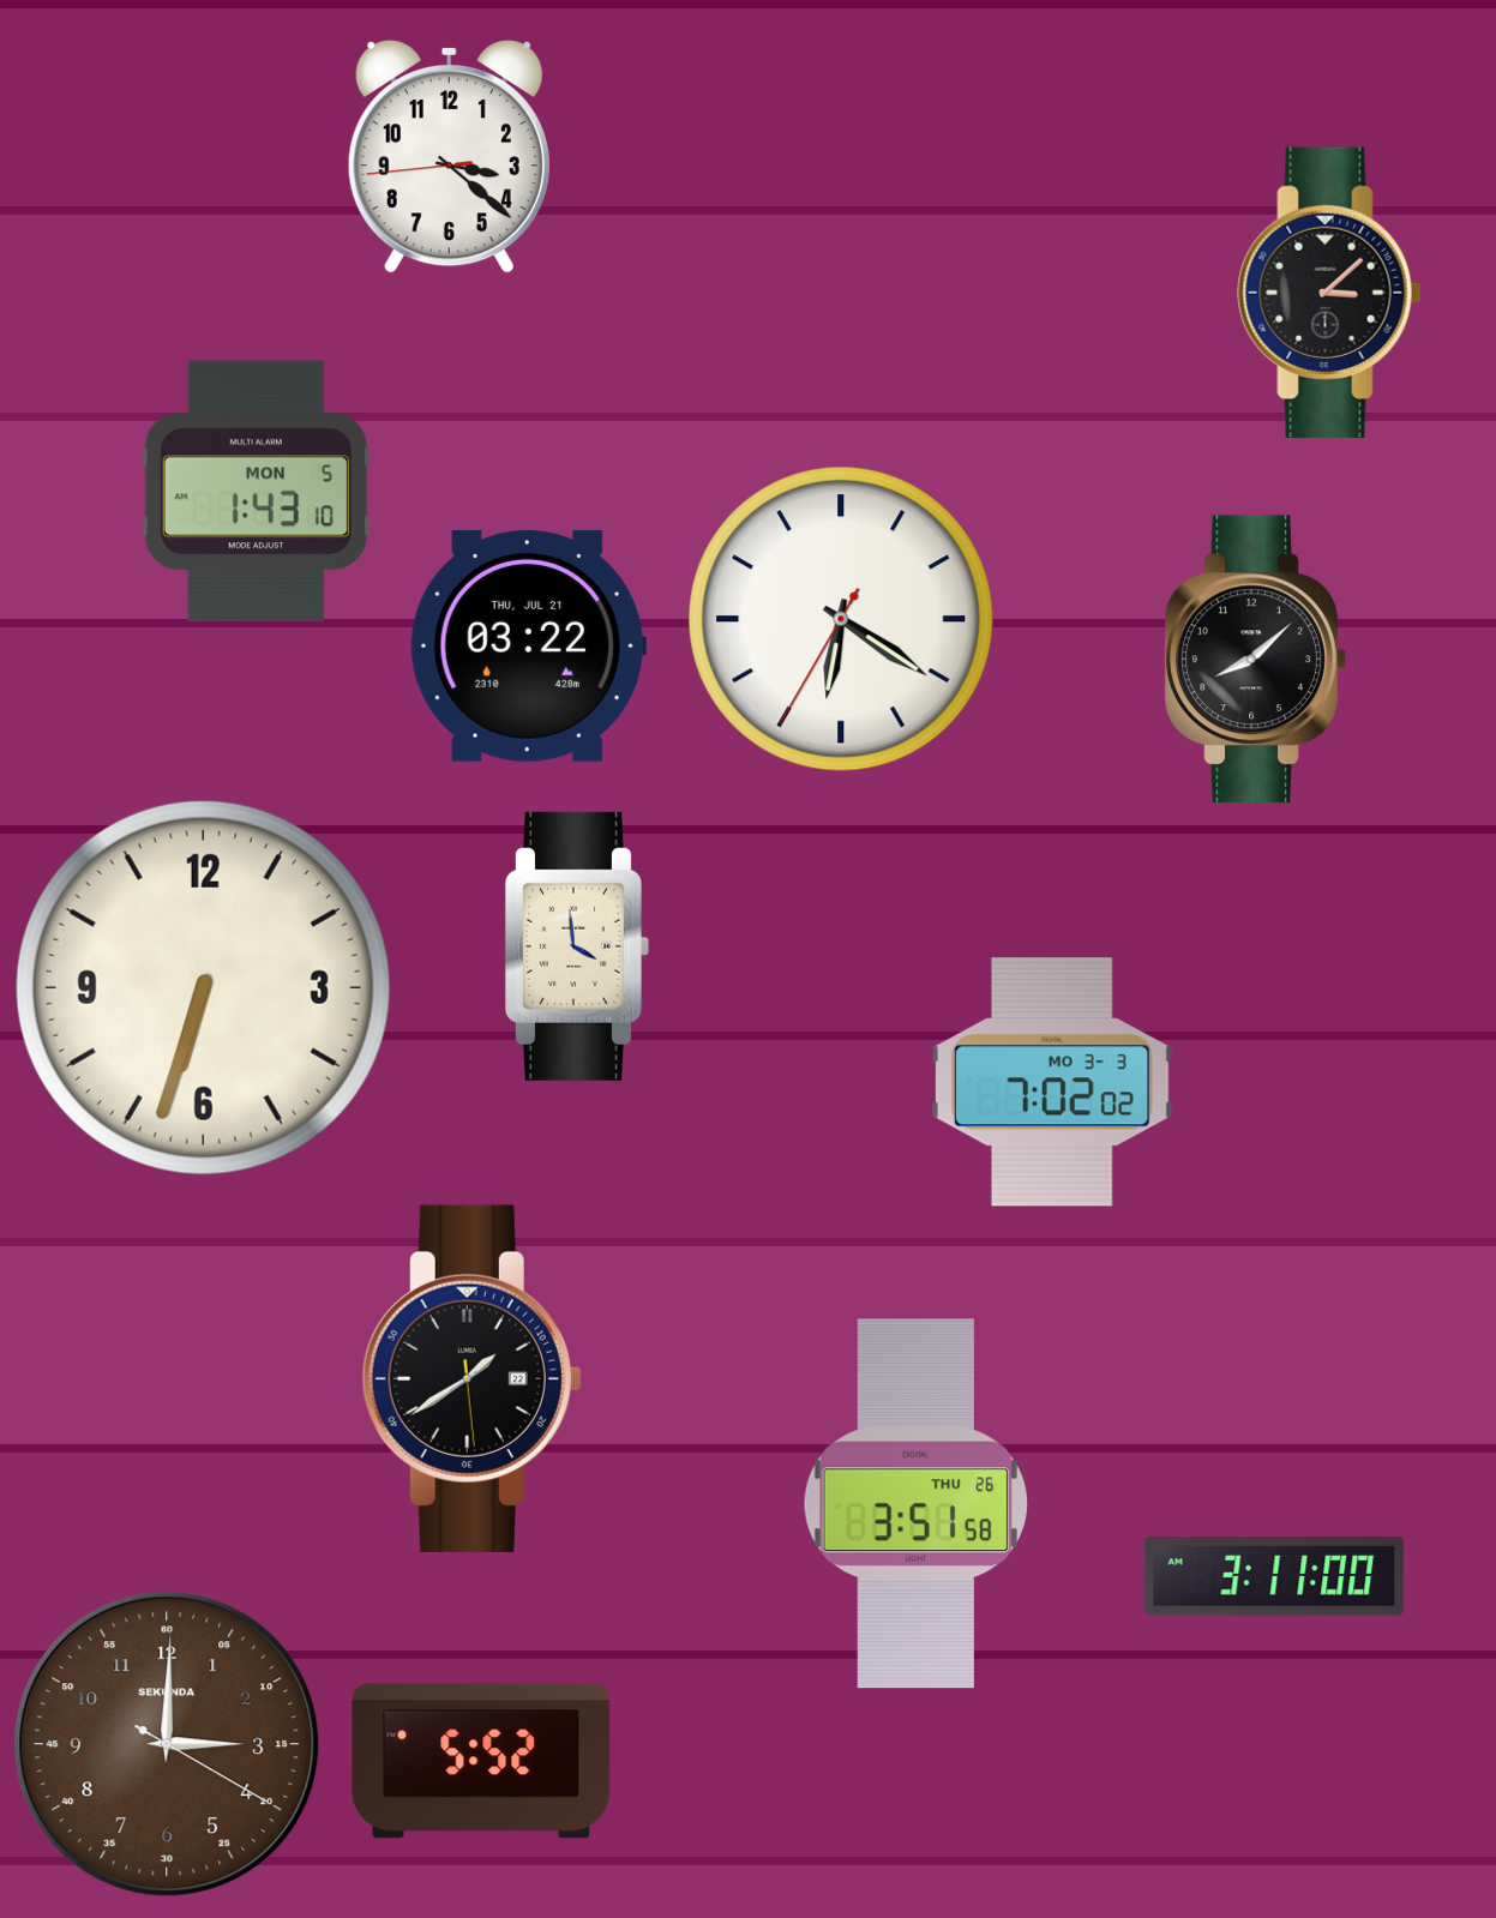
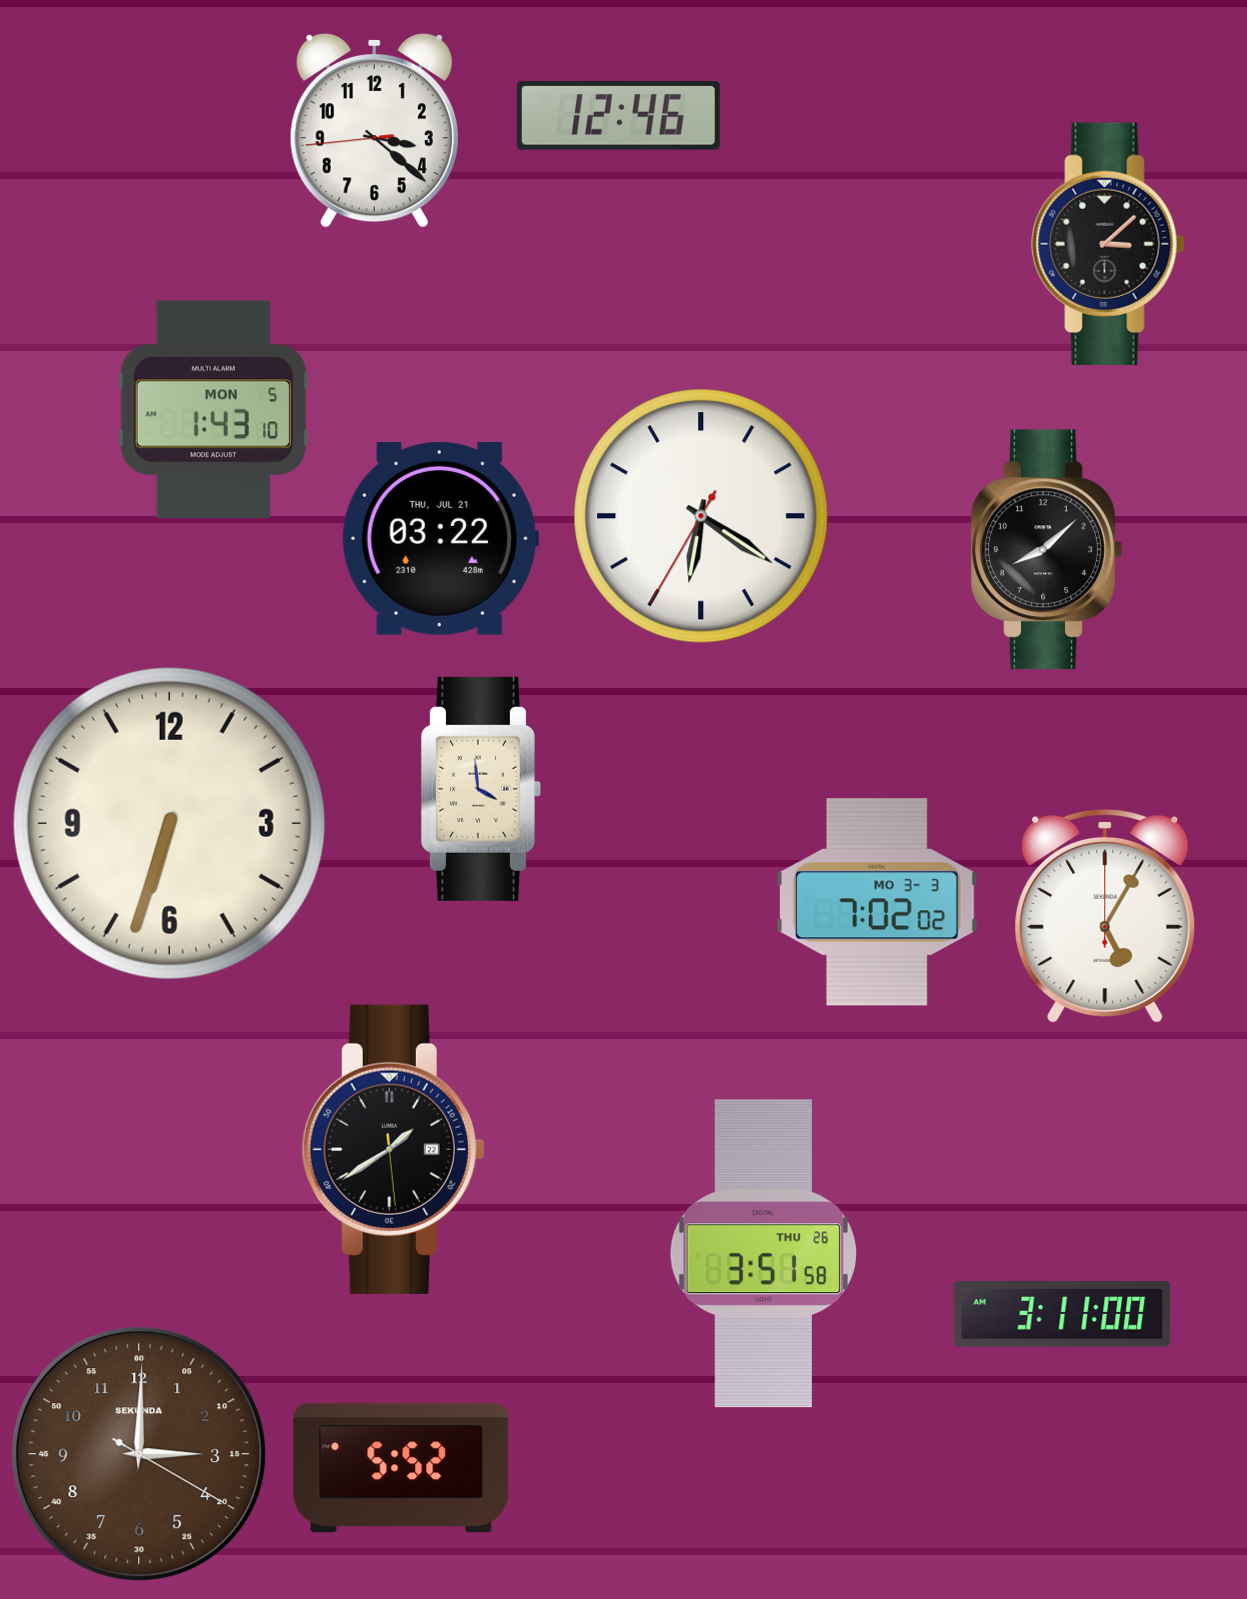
clock at (618, 116): none -> 12:46
clock at (1105, 915): none -> 5:05
